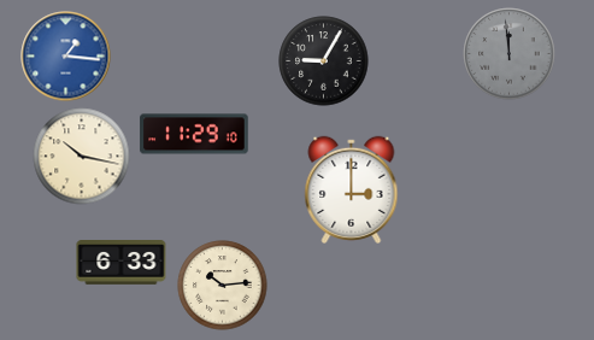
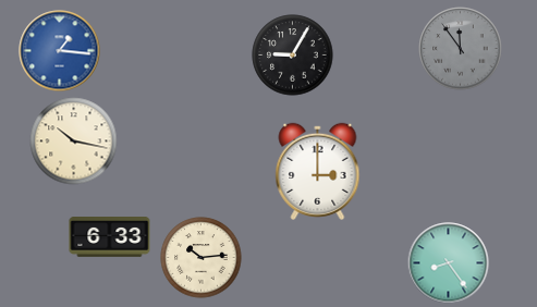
clock at (510, 54): 11:59 -> 11:54
clock at (194, 134): 11:29 -> none
clock at (449, 263): none -> 8:24
